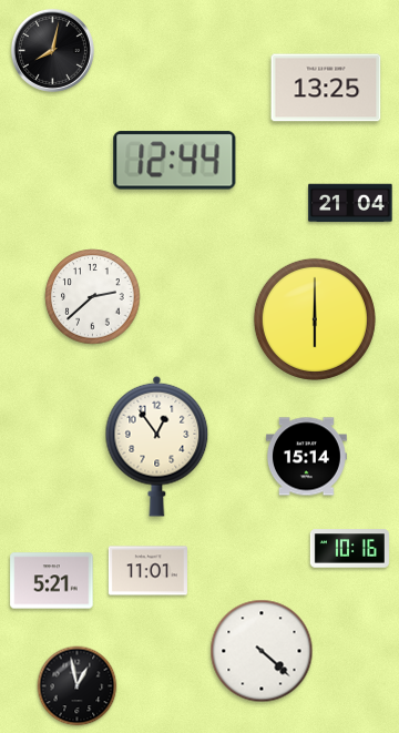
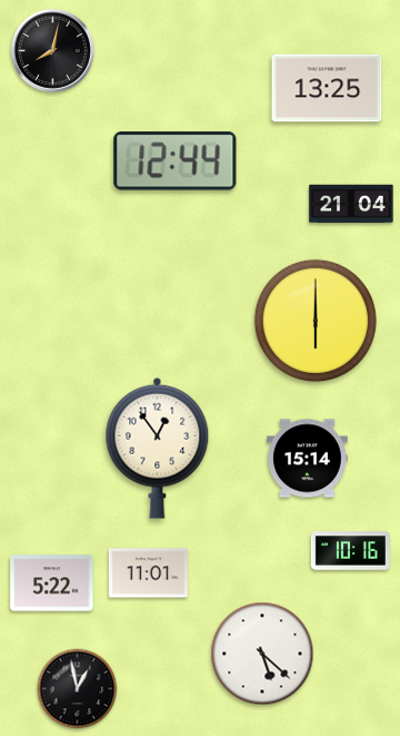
clock at (93, 297): 2:38 -> none
clock at (52, 581): 5:21 -> 5:22
clock at (262, 651): 4:22 -> 5:22
